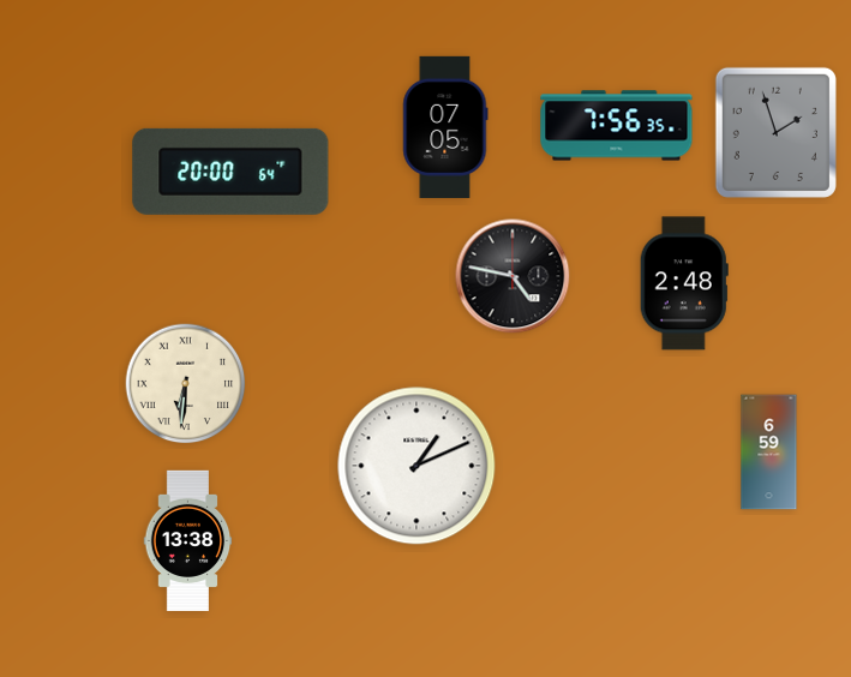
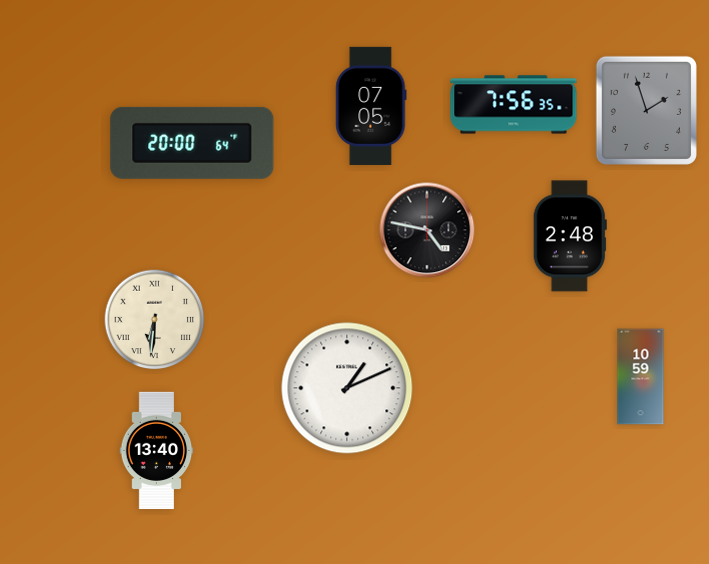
clock at (769, 453): 6:59 -> 10:59
clock at (188, 541): 13:38 -> 13:40
